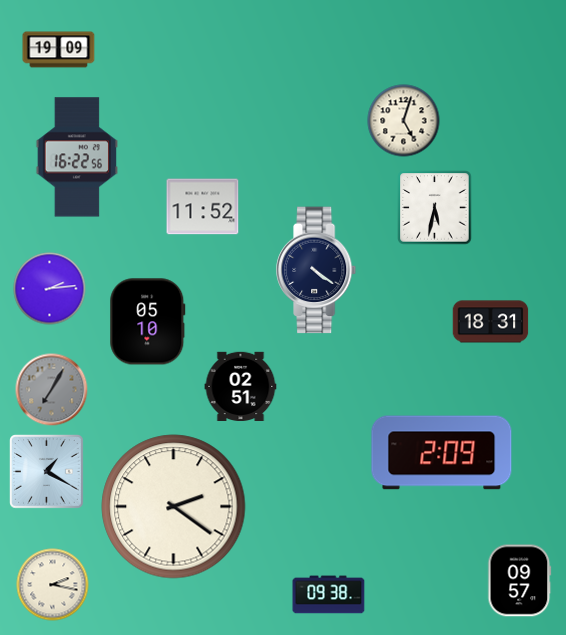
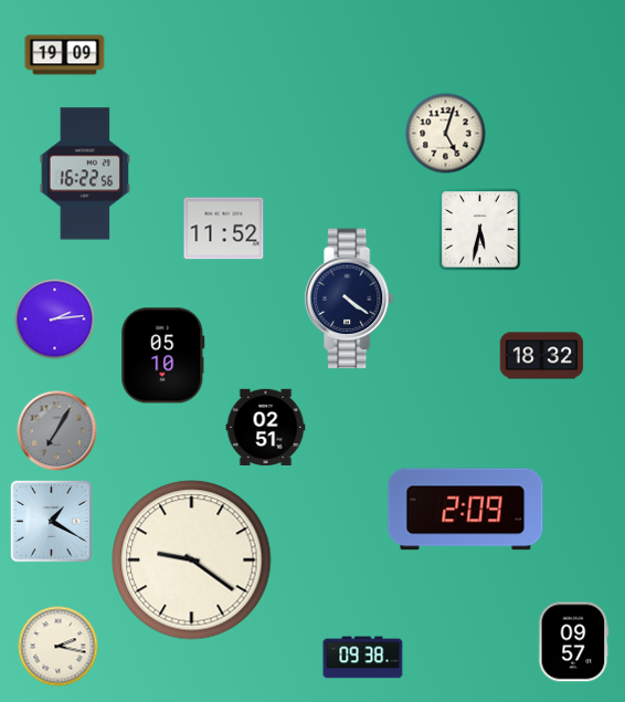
clock at (491, 322): 18:31 -> 18:32
clock at (442, 453) position: (442, 453) -> (466, 510)
clock at (174, 507): 2:21 -> 9:21
